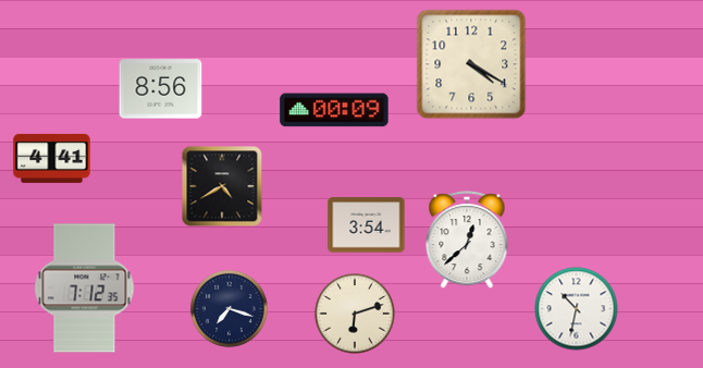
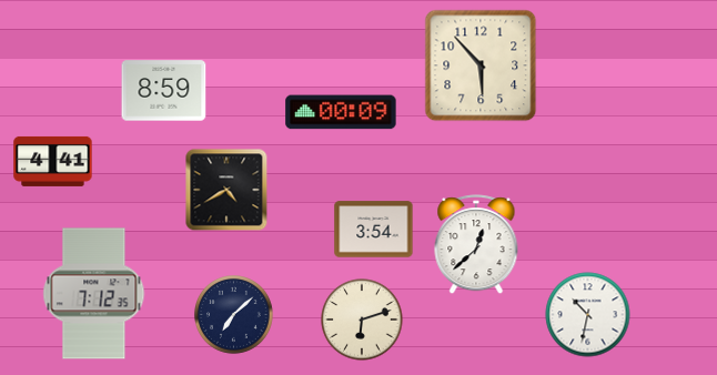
clock at (471, 64): 4:20 -> 5:53
clock at (161, 89): 8:56 -> 8:59
clock at (85, 289) position: (85, 289) -> (94, 294)
clock at (230, 309): 7:18 -> 7:08
